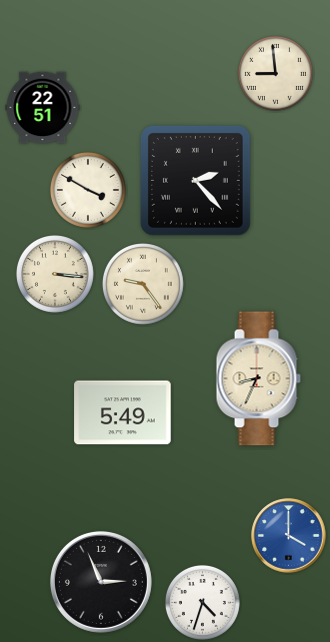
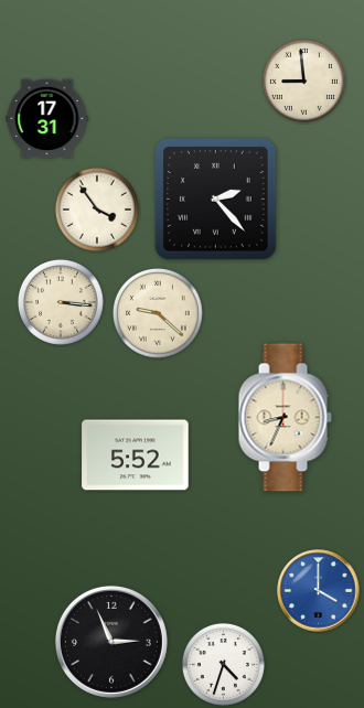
clock at (43, 108): 22:51 -> 17:31
clock at (88, 190): 3:50 -> 3:54
clock at (143, 284): 9:24 -> 9:22
clock at (123, 413): 5:49 -> 5:52
